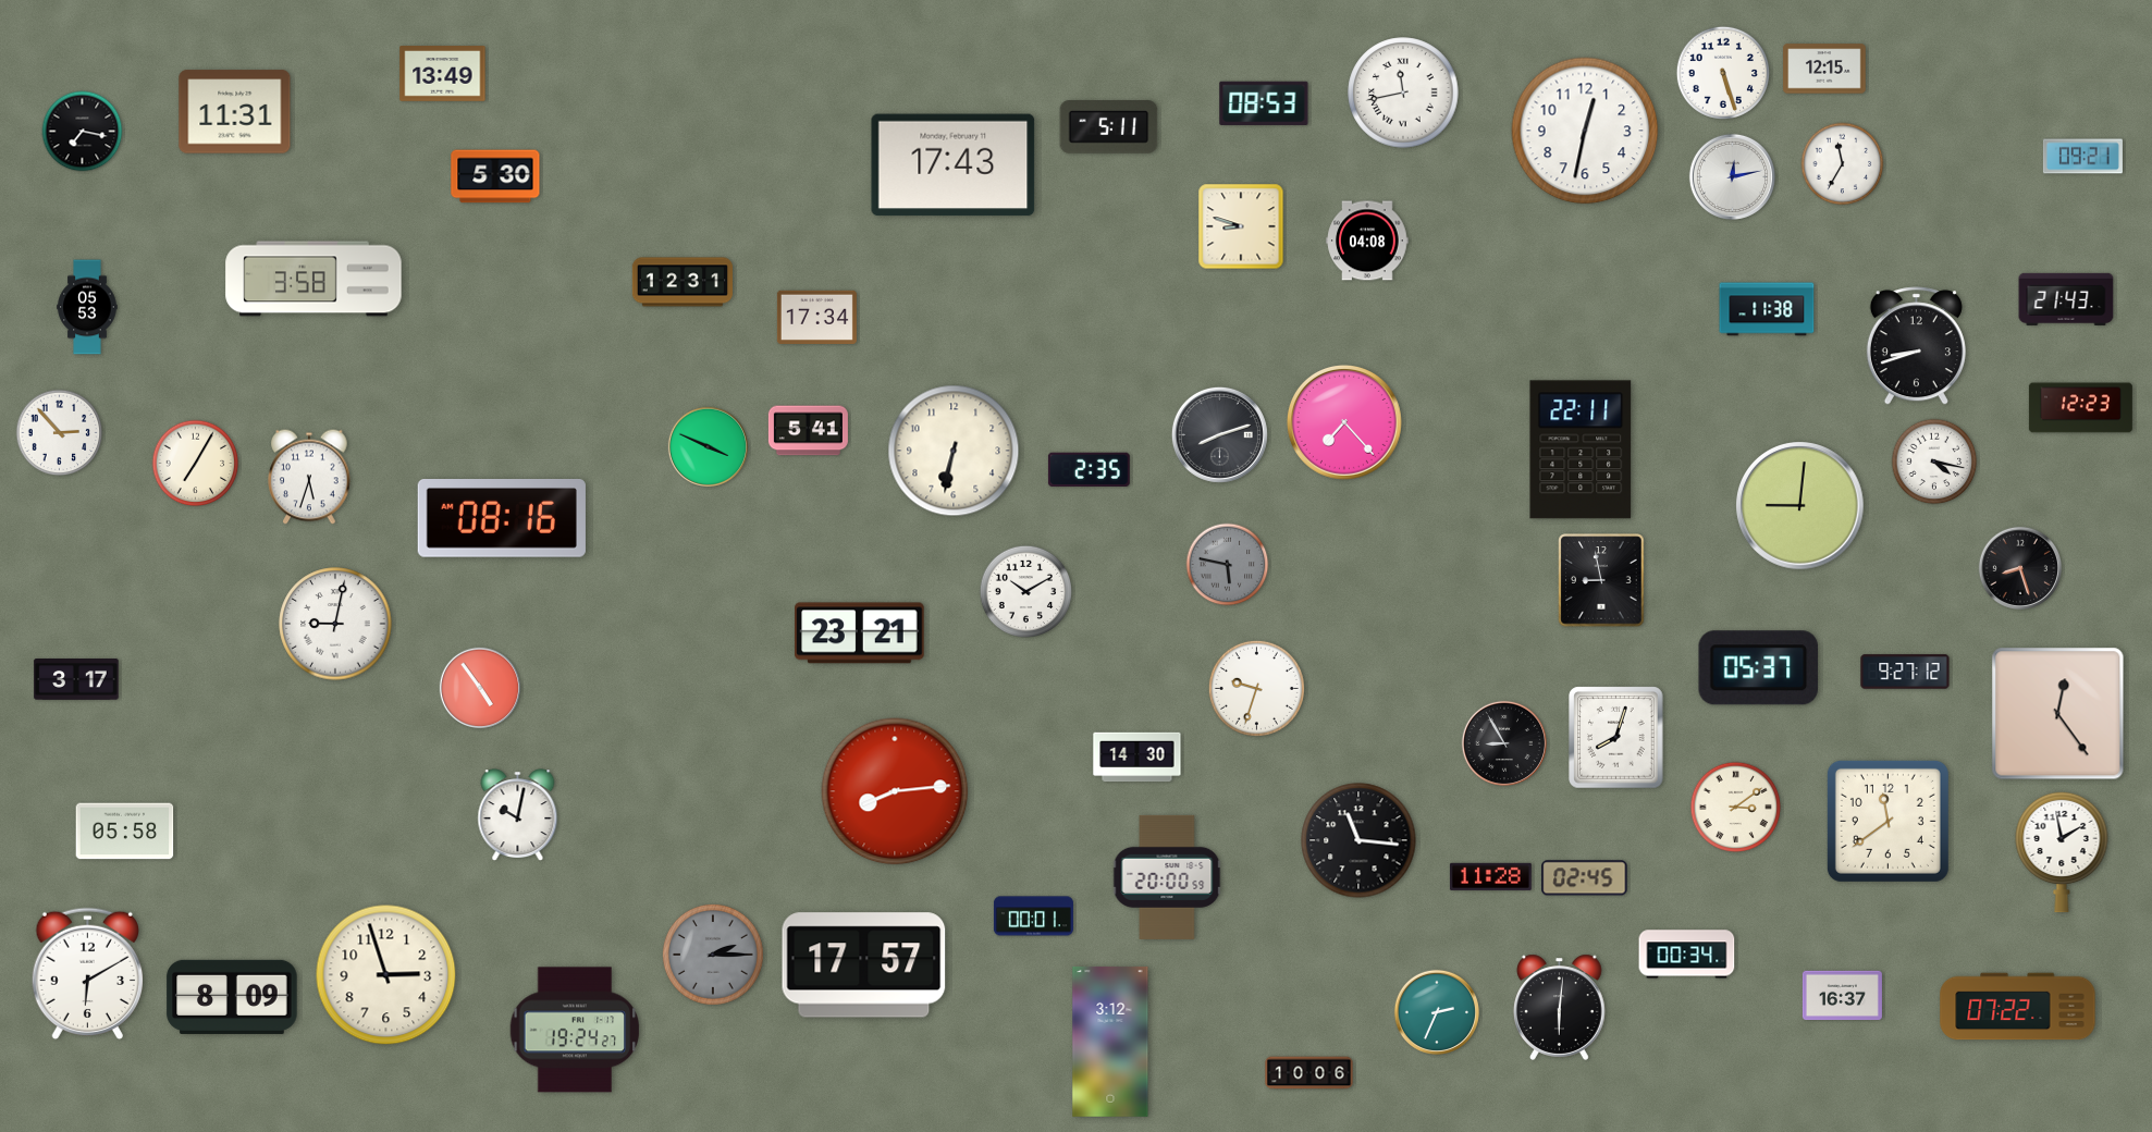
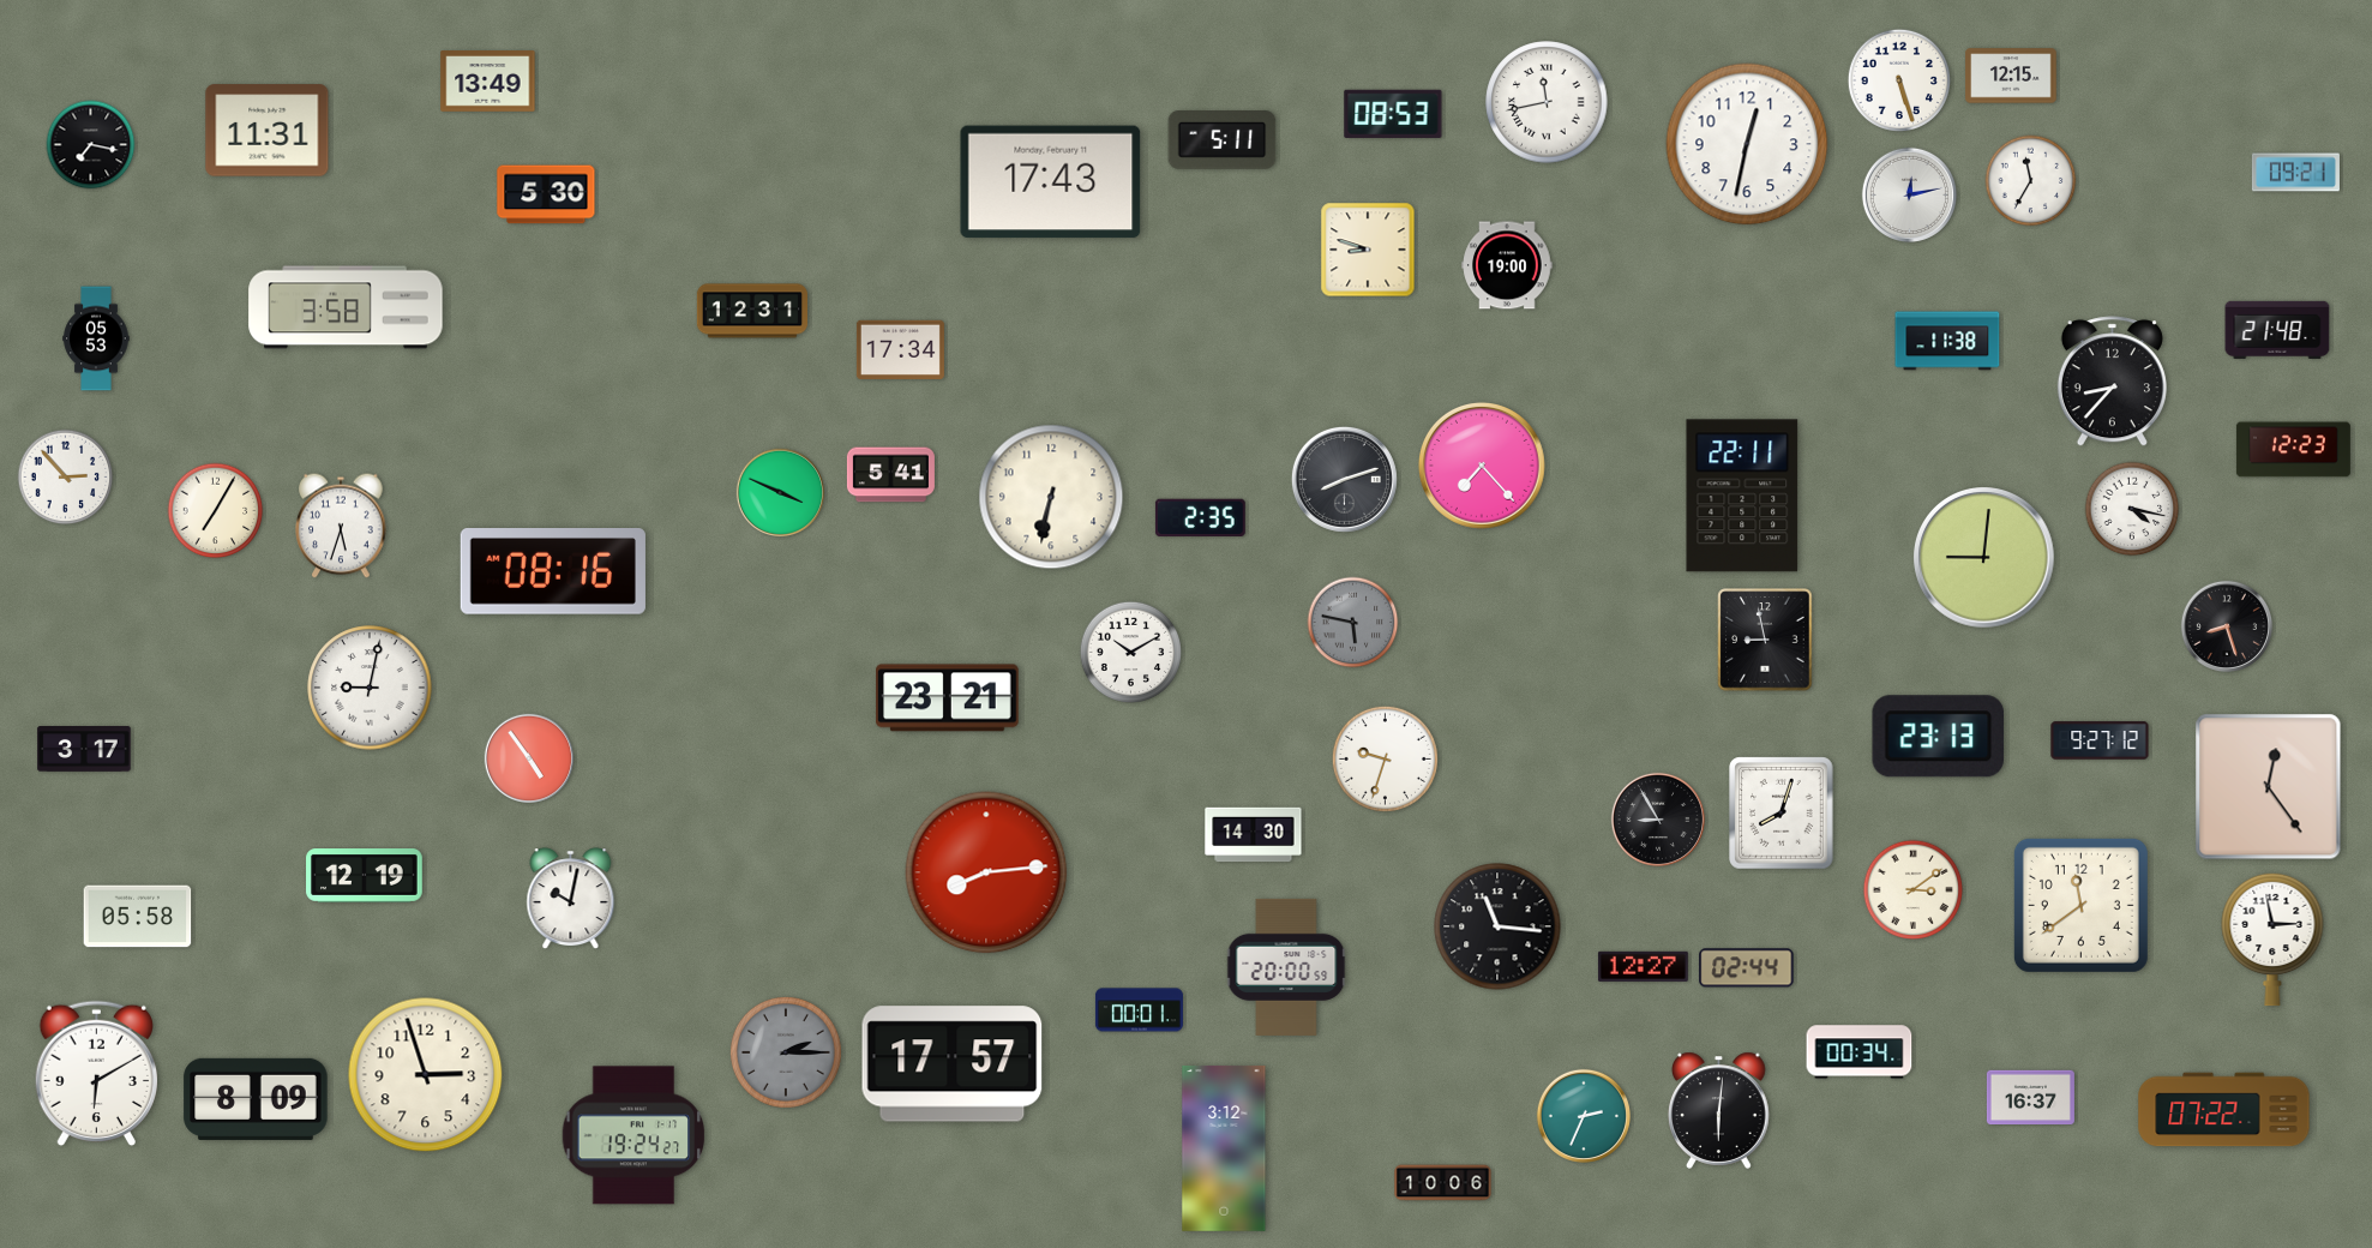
clock at (235, 112) position: (235, 112) -> (268, 131)
clock at (1367, 241): 04:08 -> 19:00
clock at (2066, 299): 21:43 -> 21:48
clock at (1916, 346): 8:42 -> 8:37
clock at (1758, 668): 05:37 -> 23:13
clock at (365, 876): none -> 12:19
clock at (2062, 852): 1:58 -> 2:58
clock at (1490, 876): 11:28 -> 12:27
clock at (1585, 878): 02:45 -> 02:44
